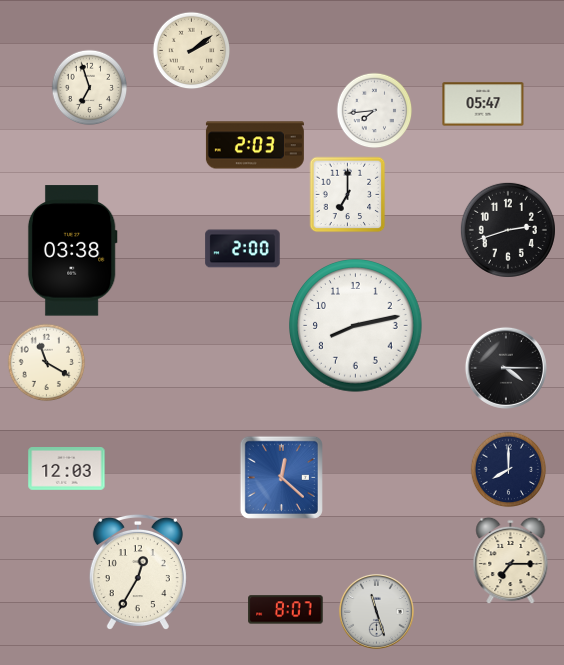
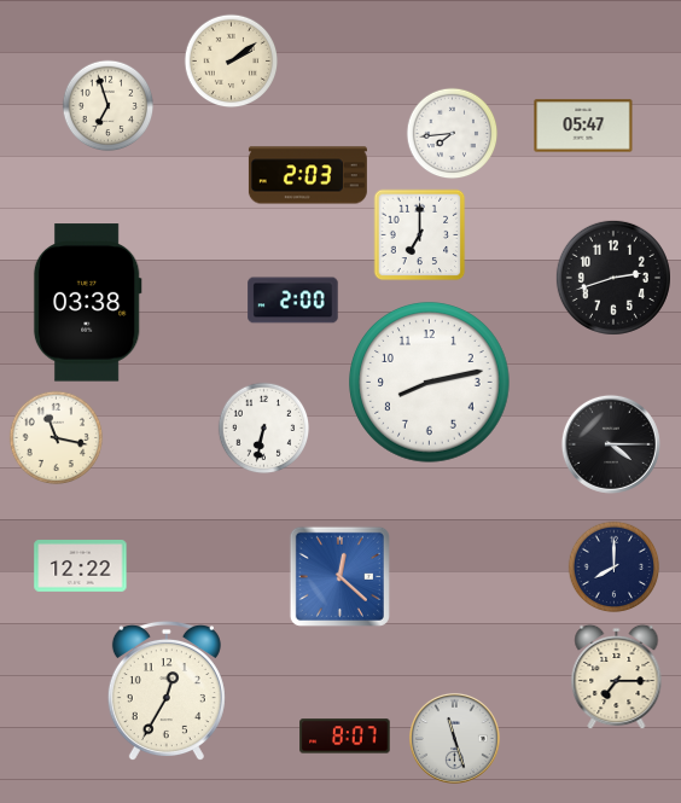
clock at (356, 326) position: (356, 326) -> (430, 383)
clock at (264, 429): none -> 6:32
clock at (47, 363): 11:20 -> 11:17
clock at (67, 469): 12:03 -> 12:22
